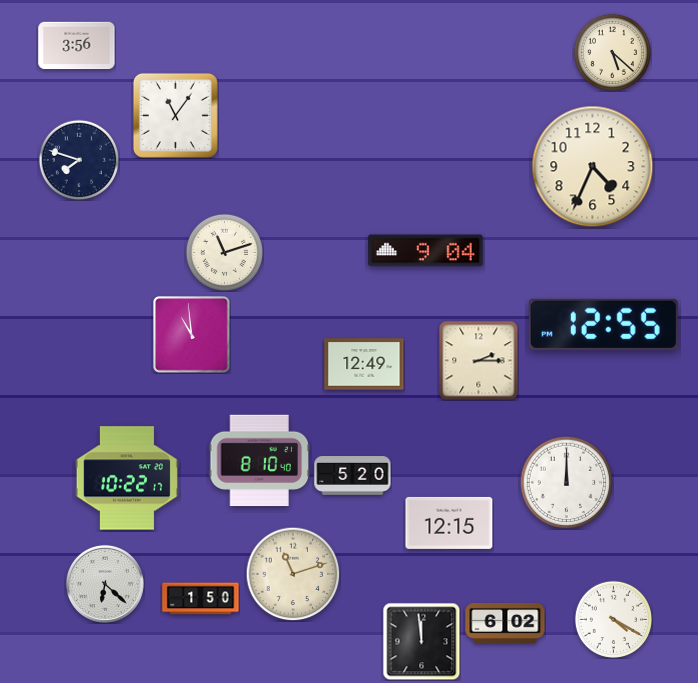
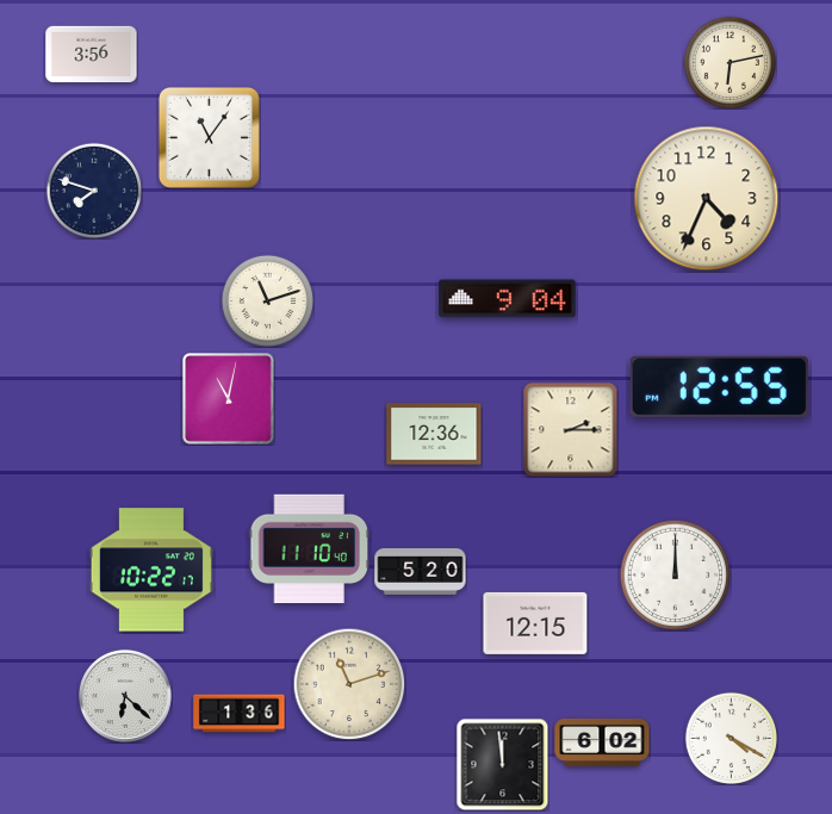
clock at (612, 52): 5:22 -> 6:13
clock at (192, 335): 10:59 -> 11:02
clock at (364, 364): 12:49 -> 12:36
clock at (260, 461): 8:10 -> 11:10
clock at (353, 476) position: (353, 476) -> (421, 572)
clock at (201, 599): 1:50 -> 1:36
